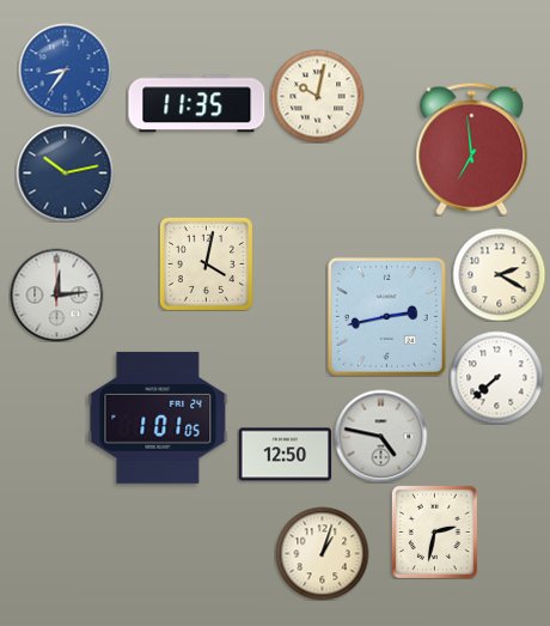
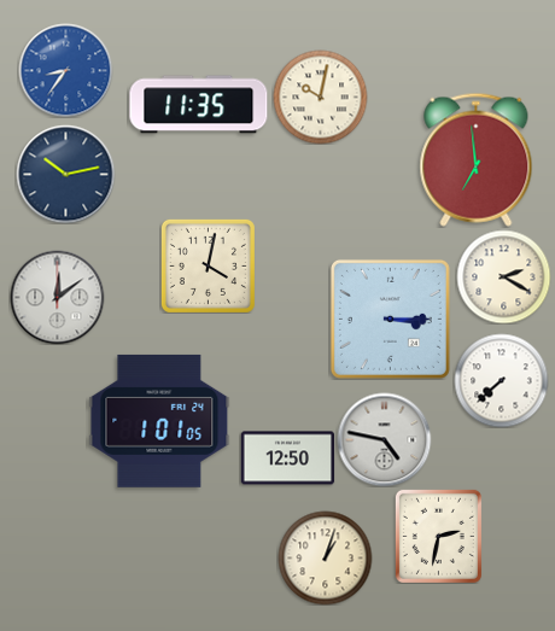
clock at (472, 148) position: (472, 148) -> (477, 159)
clock at (56, 294): 12:14 -> 12:09
clock at (386, 316): 2:43 -> 3:15
